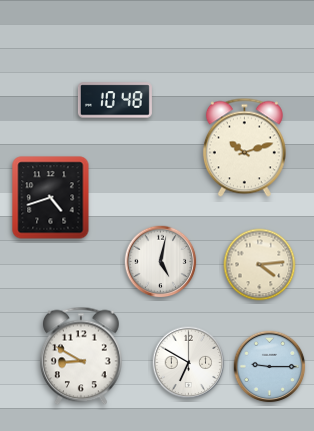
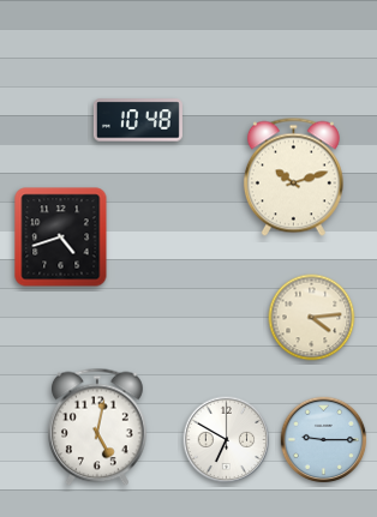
clock at (161, 262): 5:02 -> none
clock at (81, 356): 8:50 -> 5:02
clock at (189, 363) position: (189, 363) -> (227, 440)
